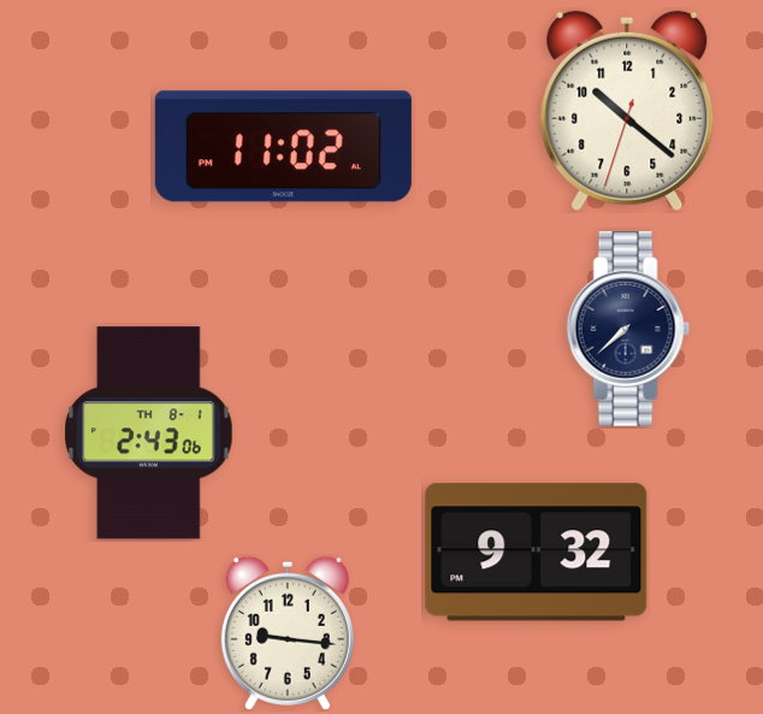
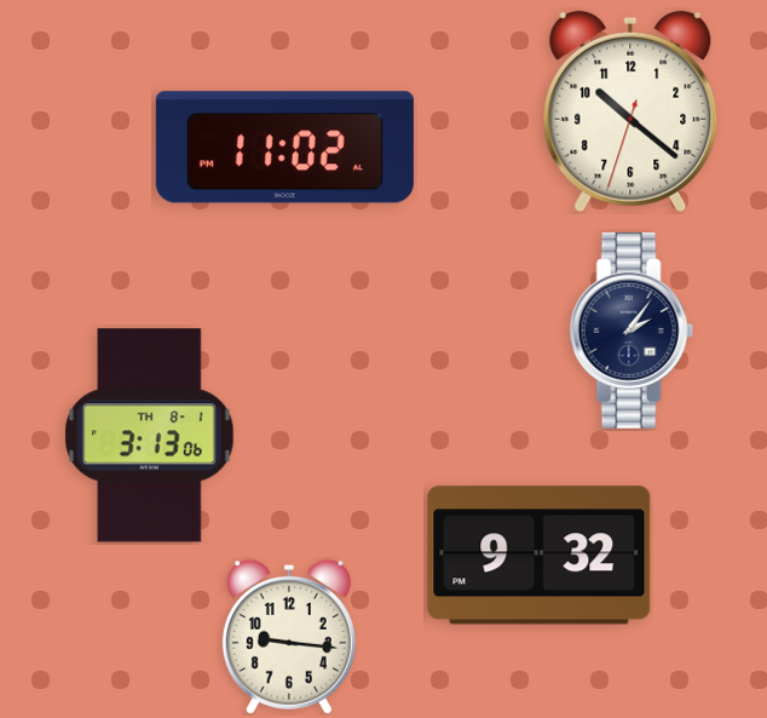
clock at (628, 329): 7:38 -> 2:06
clock at (149, 433): 2:43 -> 3:13
